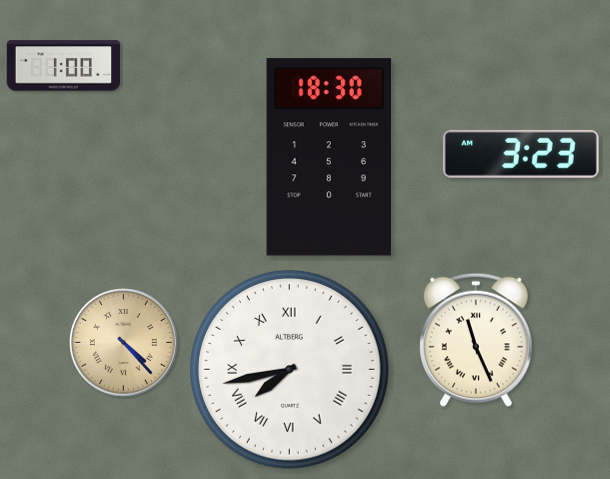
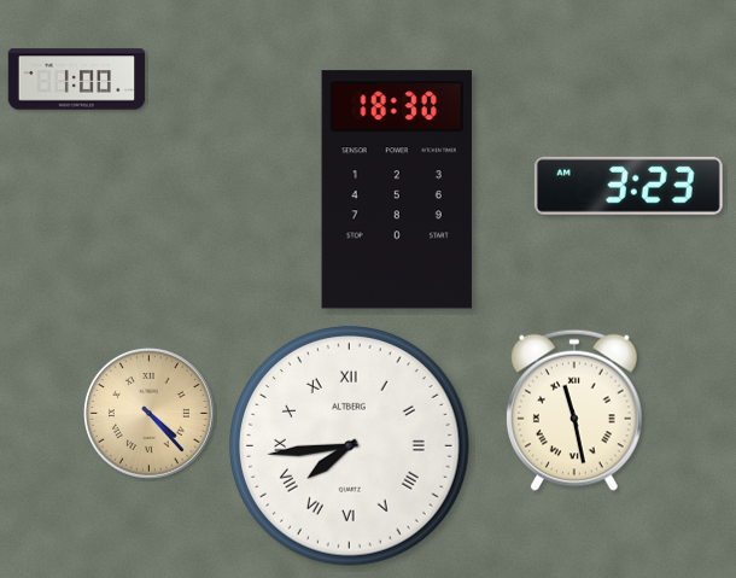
clock at (477, 340): 11:26 -> 11:28
clock at (290, 370): 7:43 -> 7:44
